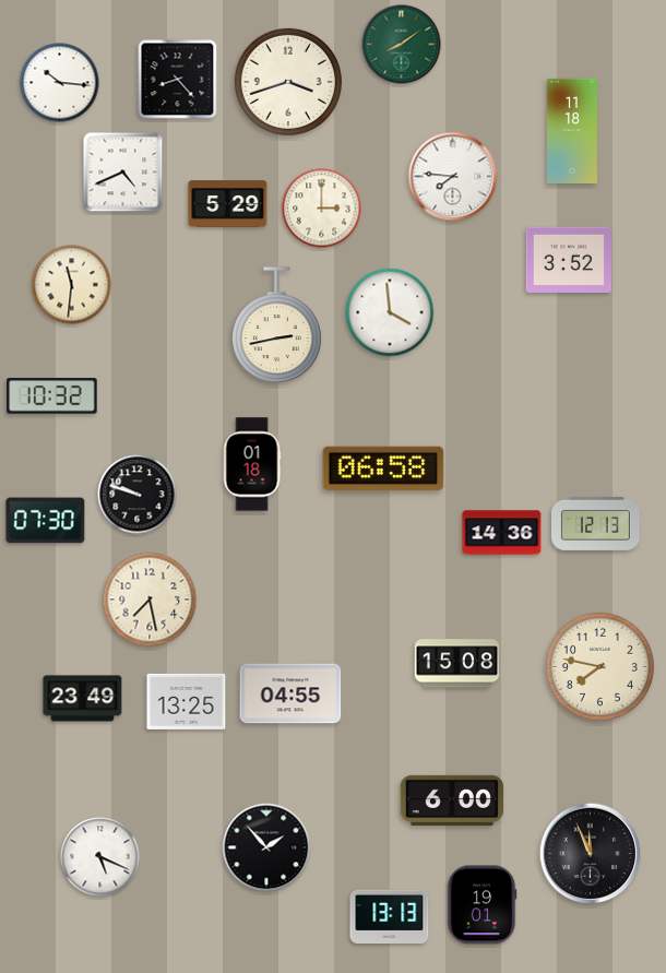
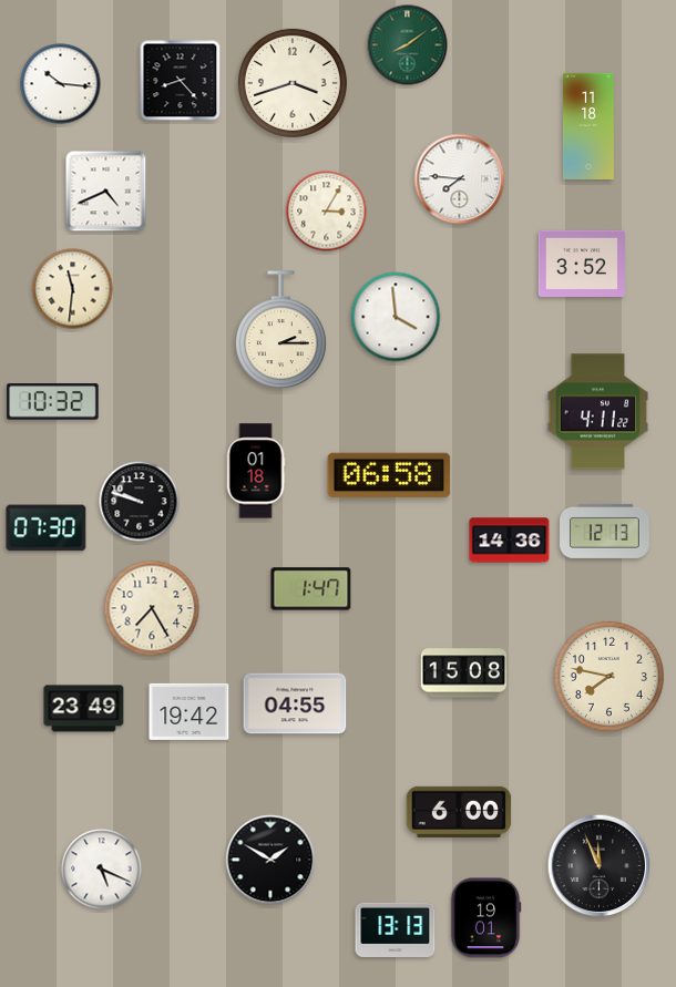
clock at (572, 131) position: (572, 131) -> (588, 126)
clock at (123, 173) position: (123, 173) -> (106, 192)
clock at (228, 204): 5:29 -> none
clock at (322, 209): 3:00 -> 3:05
clock at (569, 259) position: (569, 259) -> (582, 263)
clock at (277, 324): 2:43 -> 2:15
clock at (598, 412): none -> 4:11
clock at (311, 589): none -> 1:47
clock at (150, 600): 7:28 -> 7:25
clock at (187, 701): 13:25 -> 19:42
clock at (266, 847): 1:53 -> 1:50
clock at (481, 905) position: (481, 905) -> (485, 918)
